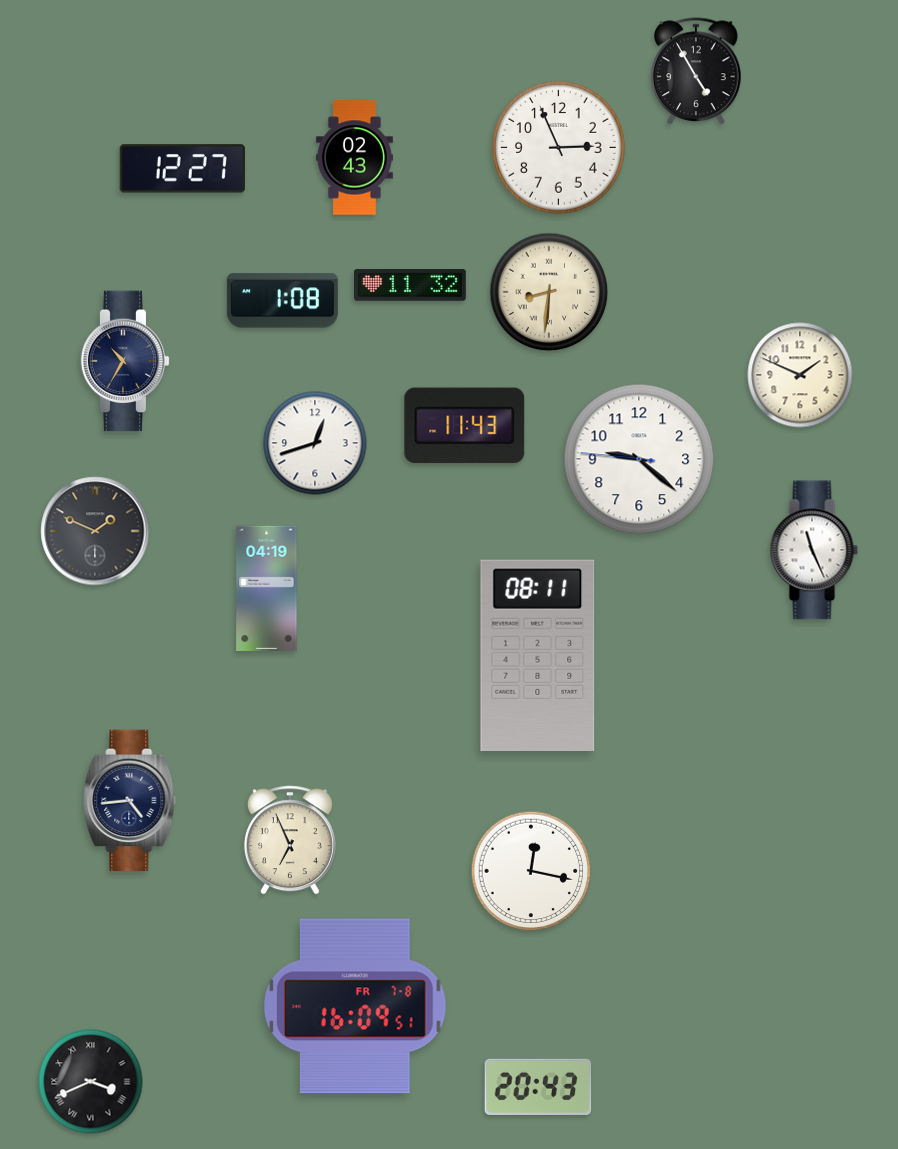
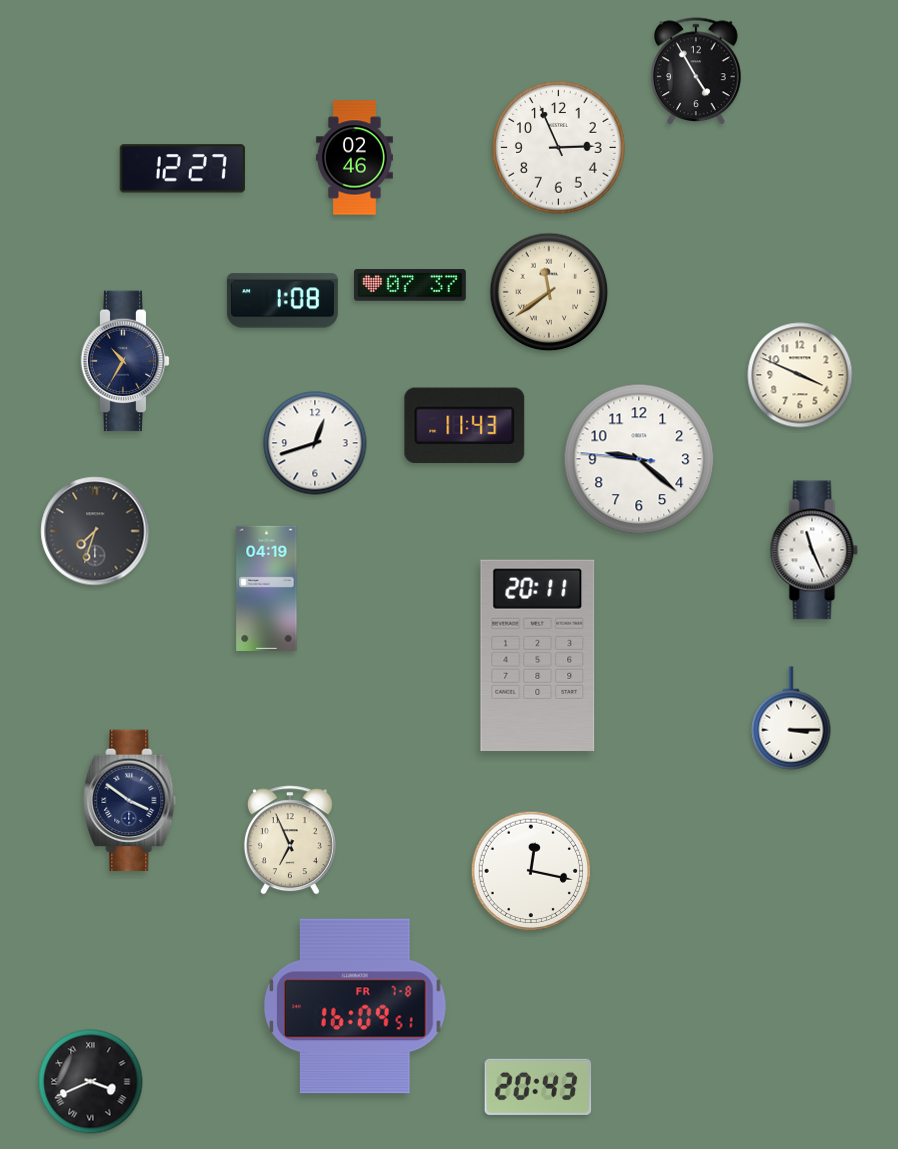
clock at (354, 158): 02:43 -> 02:46
clock at (411, 285): 11:32 -> 07:37
clock at (549, 292): 8:31 -> 11:39
clock at (800, 375): 1:49 -> 3:49
clock at (95, 531): 1:49 -> 7:33
clock at (538, 655): 08:11 -> 20:11
clock at (791, 718): none -> 3:15
clock at (130, 801): 4:44 -> 3:51
